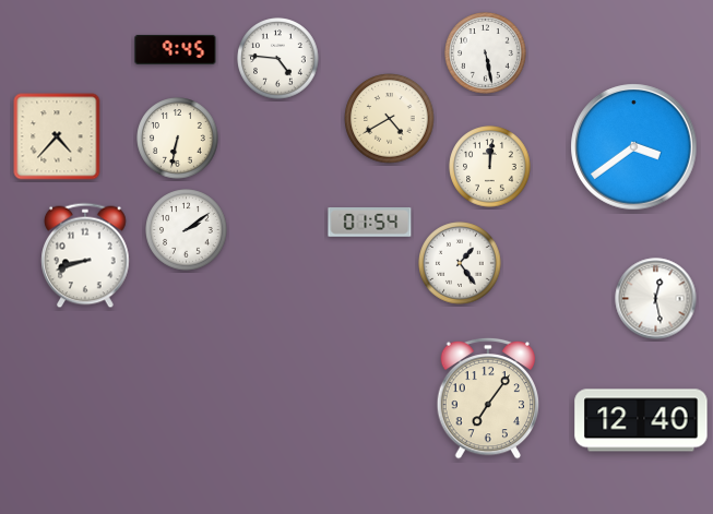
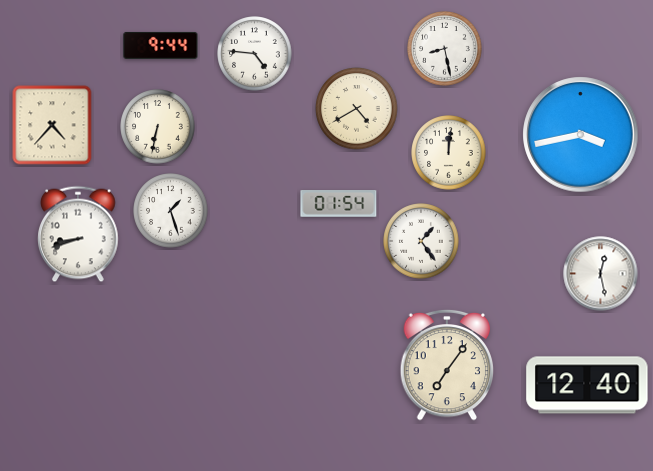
clock at (176, 49): 9:45 -> 9:44
clock at (486, 53): 5:28 -> 8:28
clock at (178, 139) position: (178, 139) -> (158, 127)
clock at (634, 147): 3:39 -> 3:43
clock at (187, 230): 2:09 -> 1:27
